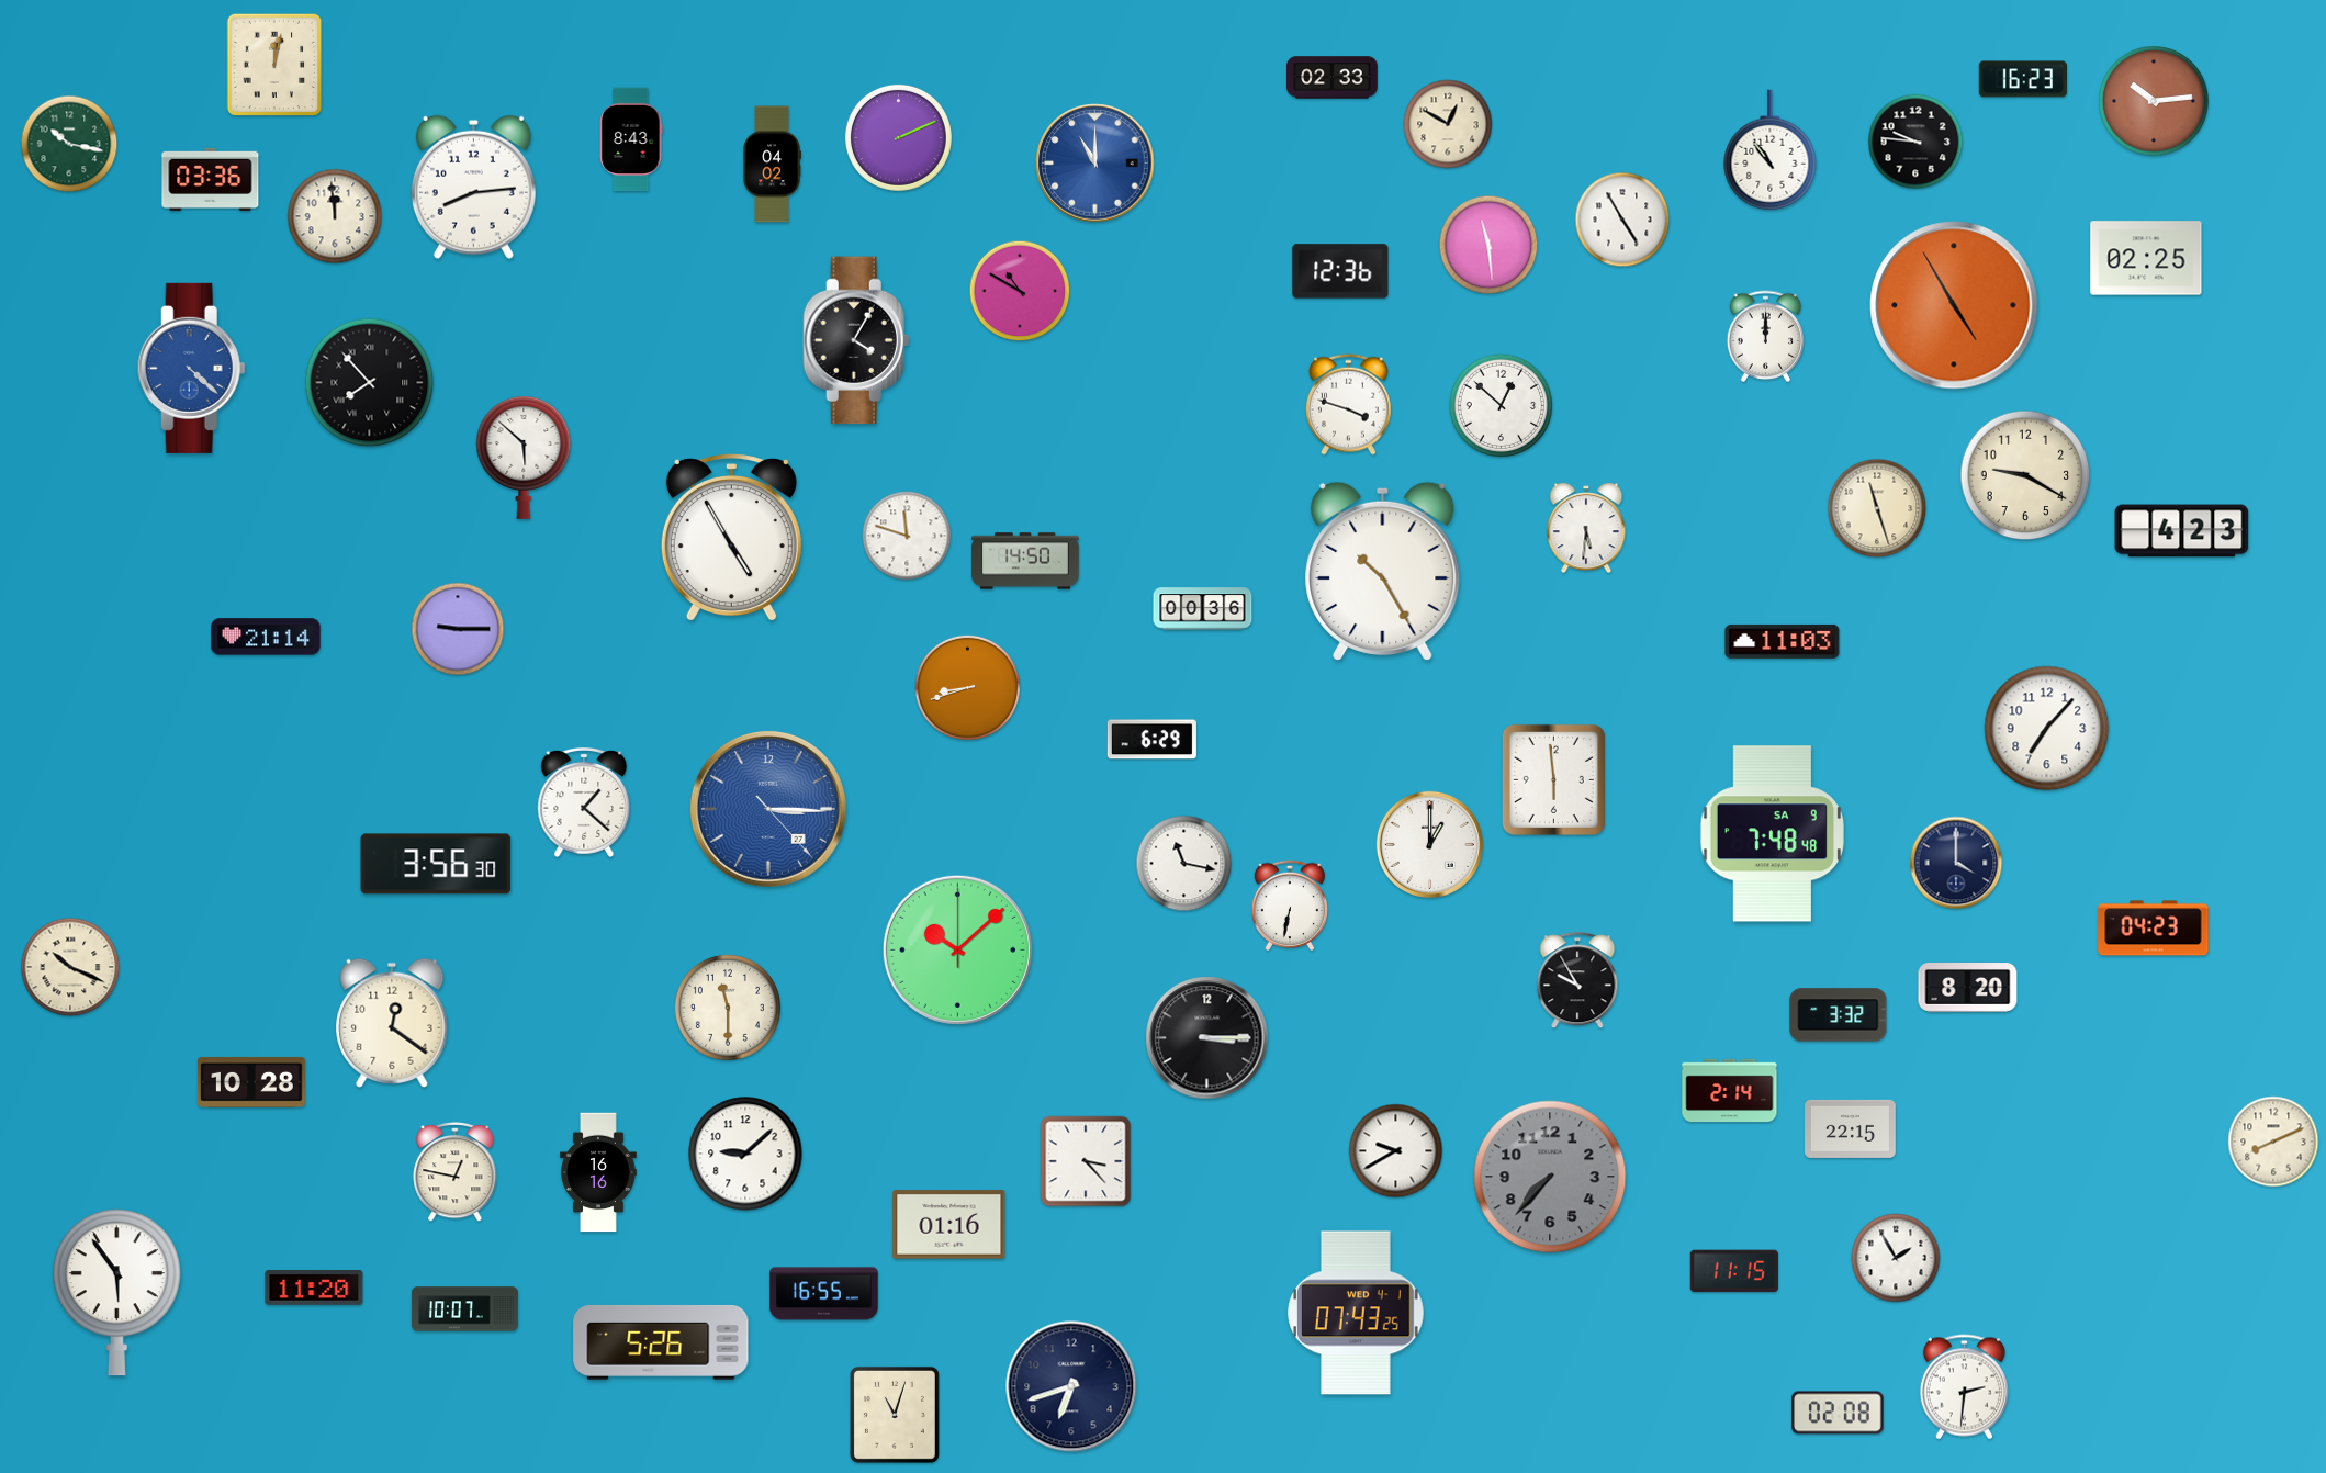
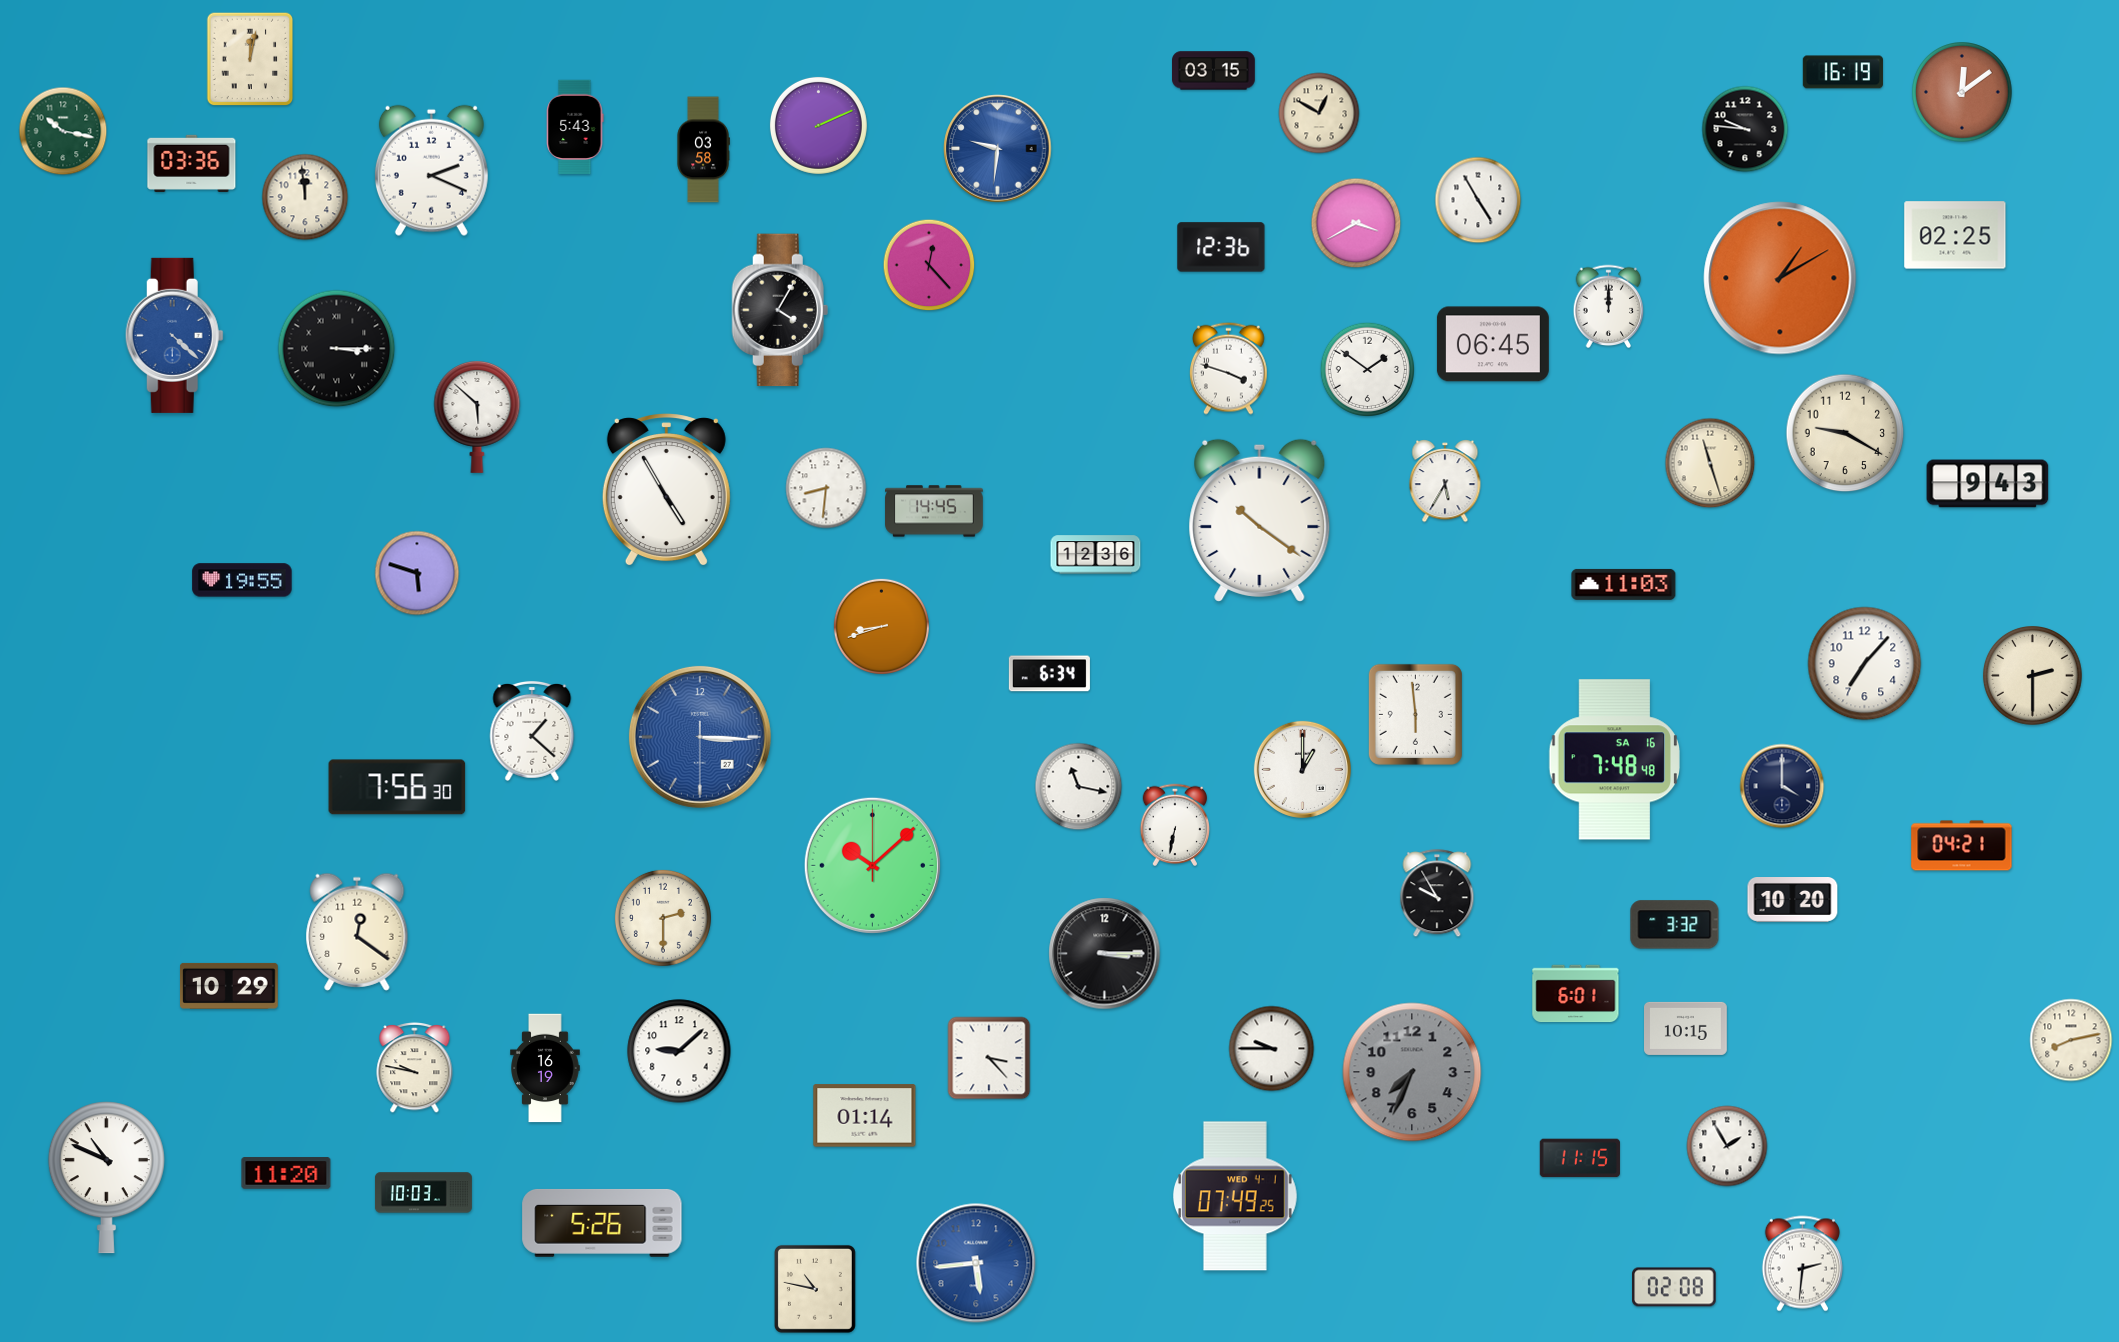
clock at (1333, 78): 02:33 -> 03:15
clock at (2023, 79): 16:23 -> 16:19
clock at (2154, 101): 10:14 -> 12:09
clock at (631, 139): 8:43 -> 5:43
clock at (1771, 150): 10:54 -> none
clock at (1095, 164): 11:00 -> 9:31
clock at (772, 165): 04:02 -> 03:58
clock at (473, 187): 8:14 -> 2:19
clock at (1488, 245): 11:29 -> 3:40
clock at (1020, 291): 10:50 -> 12:23
clock at (1954, 305): 4:55 -> 1:10
clock at (1493, 344): none -> 06:45
clock at (370, 383): 7:53 -> 3:15
clock at (1501, 405): 12:52 -> 1:51
clock at (1586, 528): 5:31 -> 5:35
clock at (2182, 531): 4:23 -> 9:43
clock at (907, 536): 11:48 -> 8:31
clock at (1025, 561): 14:50 -> 14:45
clock at (1383, 571): 10:25 -> 10:21
clock at (1203, 609): 00:36 -> 12:36
clock at (458, 629): 9:15 -> 5:48
clock at (266, 637): 21:14 -> 19:55
clock at (1151, 740): 6:29 -> 6:34
clock at (2033, 676): none -> 2:30
clock at (1553, 779) position: (1553, 779) -> (1415, 714)
clock at (768, 809): 3:15:23 -> 3:15:30
clock at (1772, 834) date: SA 9 -> SA 16
clock at (436, 864): 3:56 -> 7:56
clock at (2154, 929): 04:23 -> 04:21
clock at (70, 967): 10:19 -> none
clock at (1968, 988): 8:20 -> 10:20
clock at (728, 1008): 11:30 -> 2:30
clock at (1207, 1038) position: (1207, 1038) -> (1105, 954)
clock at (252, 1082): 10:28 -> 10:29
clock at (1730, 1091): 2:14 -> 6:01
clock at (1851, 1128): 22:15 -> 10:15
clock at (2273, 1142): 8:11 -> 8:13
clock at (1396, 1151): 9:40 -> 9:45
clock at (456, 1171): 12:47 -> 9:47
clock at (598, 1172): 16:16 -> 16:19
clock at (1550, 1177): 7:37 -> 7:34
clock at (949, 1225): 01:16 -> 01:14
clock at (116, 1293): 5:54 -> 10:49
clock at (824, 1294): 16:55 -> none
clock at (464, 1309): 10:07 -> 10:03
clock at (1357, 1313): 07:43 -> 07:49
clock at (1071, 1386): 6:42 -> 5:44
clock at (1071, 1386) dial: navy -> blue
clock at (1964, 1387) position: (1964, 1387) -> (1802, 1264)
clock at (895, 1415): 11:03 -> 10:47
